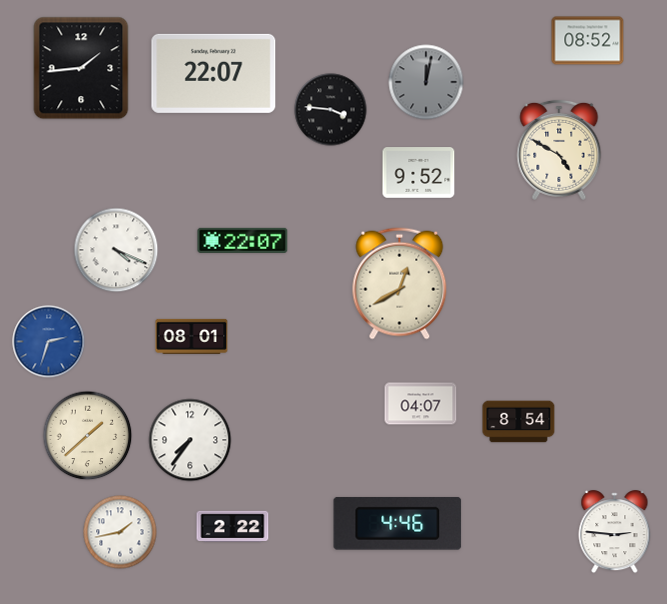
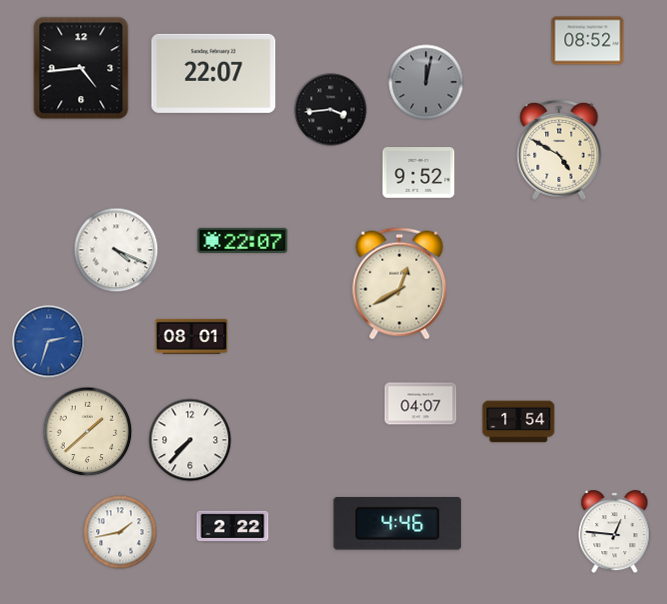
clock at (81, 68): 1:44 -> 4:44
clock at (331, 110): 3:46 -> 3:44
clock at (519, 422): 8:54 -> 1:54
clock at (88, 436) position: (88, 436) -> (88, 432)
clock at (190, 440): 7:36 -> 7:37
clock at (615, 532): 2:46 -> 12:46
